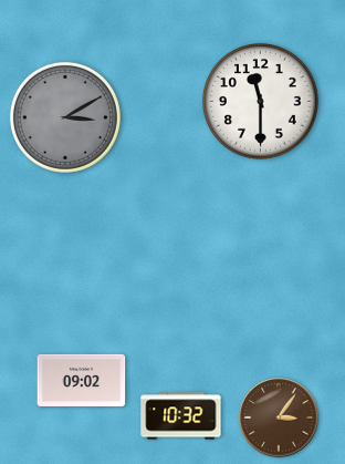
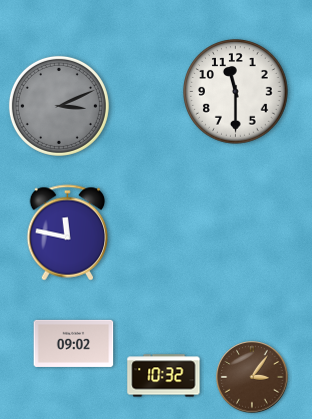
clock at (65, 117): 3:10 -> 3:11
clock at (68, 233): none -> 11:47
